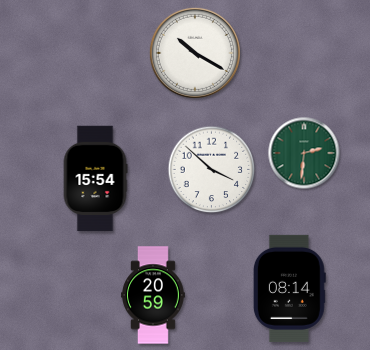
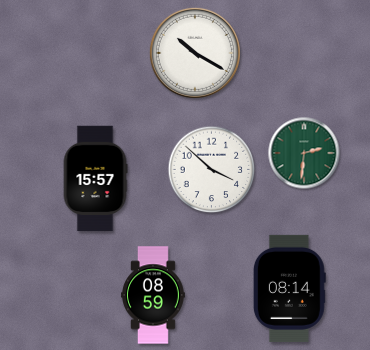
clock at (95, 179): 15:54 -> 15:57
clock at (154, 295): 20:59 -> 08:59
